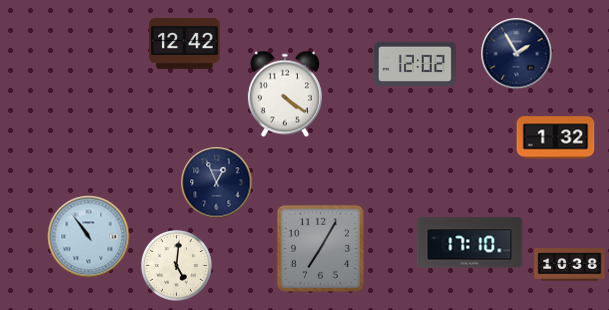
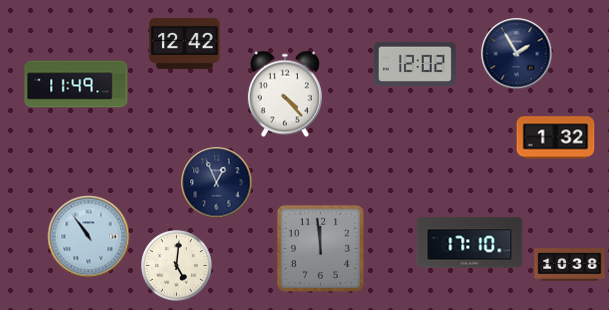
clock at (76, 84): none -> 11:49
clock at (285, 94): 4:21 -> 4:23
clock at (320, 248): 7:05 -> 11:59
